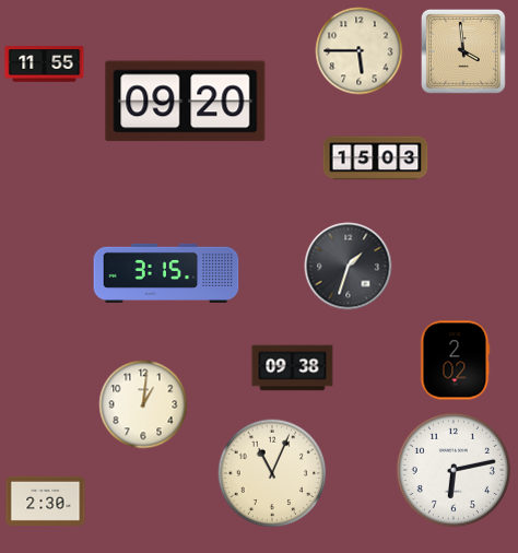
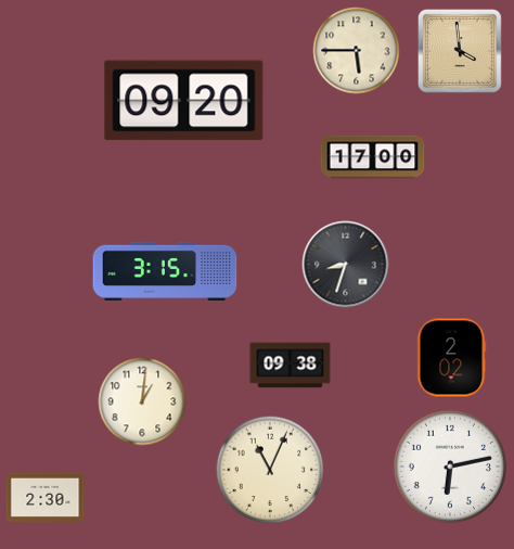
clock at (45, 64): 11:55 -> none
clock at (376, 158): 15:03 -> 17:00
clock at (349, 267): 1:33 -> 8:33
